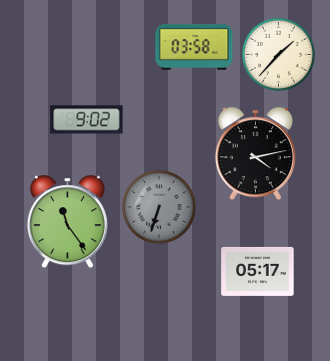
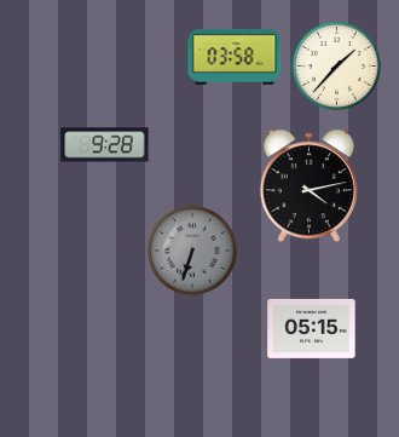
clock at (87, 120): 9:02 -> 9:28
clock at (67, 222): 11:24 -> none
clock at (258, 271): 05:17 -> 05:15
